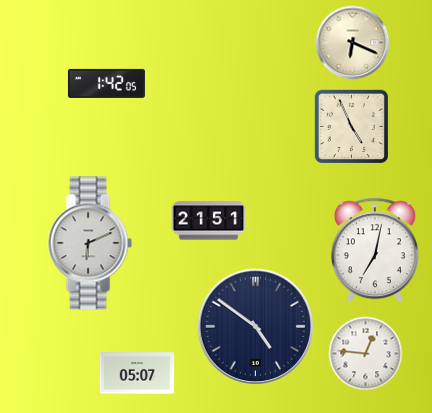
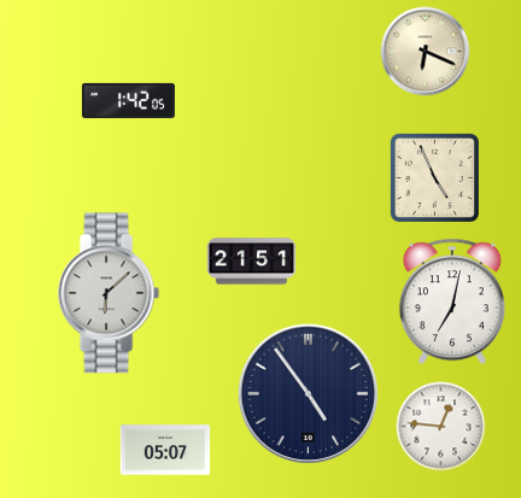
clock at (351, 126) position: (351, 126) -> (434, 177)
clock at (209, 221) position: (209, 221) -> (252, 262)
clock at (90, 243): 6:11 -> 6:08
clock at (255, 326): 4:51 -> 4:54
